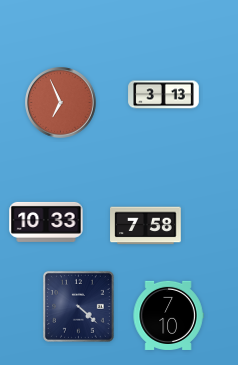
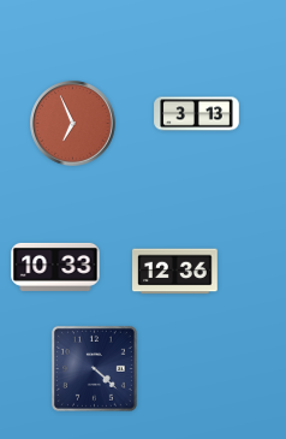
clock at (146, 226): 7:58 -> 12:36
clock at (168, 315): 7:10 -> none
